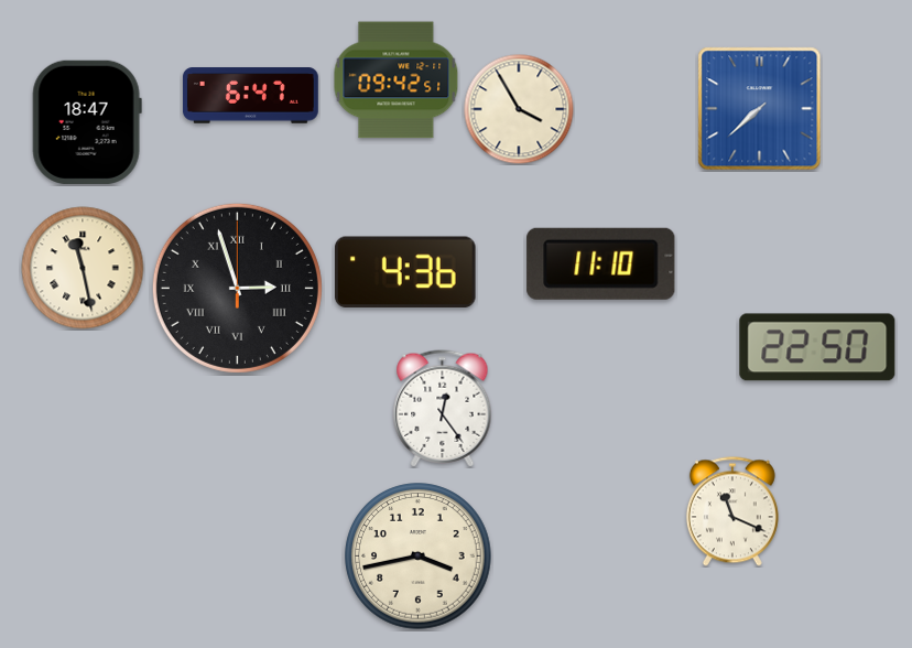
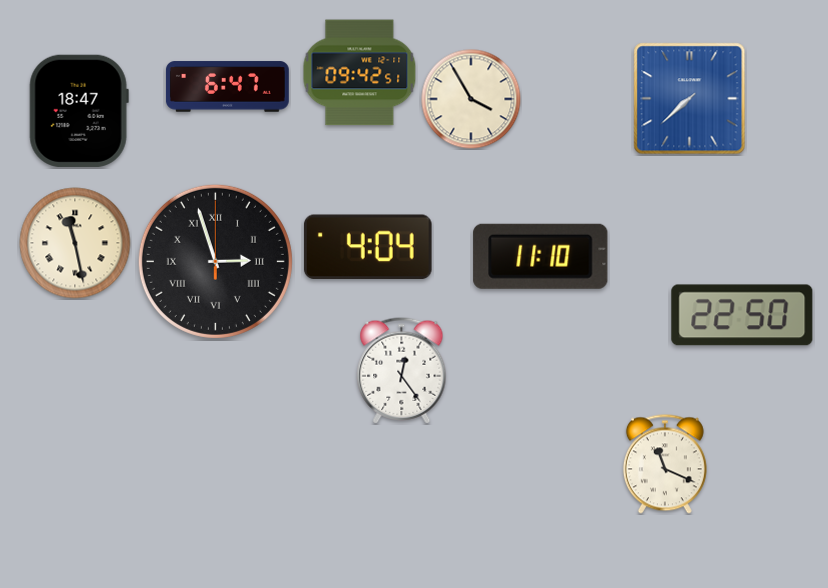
clock at (601, 263) position: (601, 263) -> (541, 256)
clock at (405, 271): 4:36 -> 4:04
clock at (419, 557): 3:43 -> none
